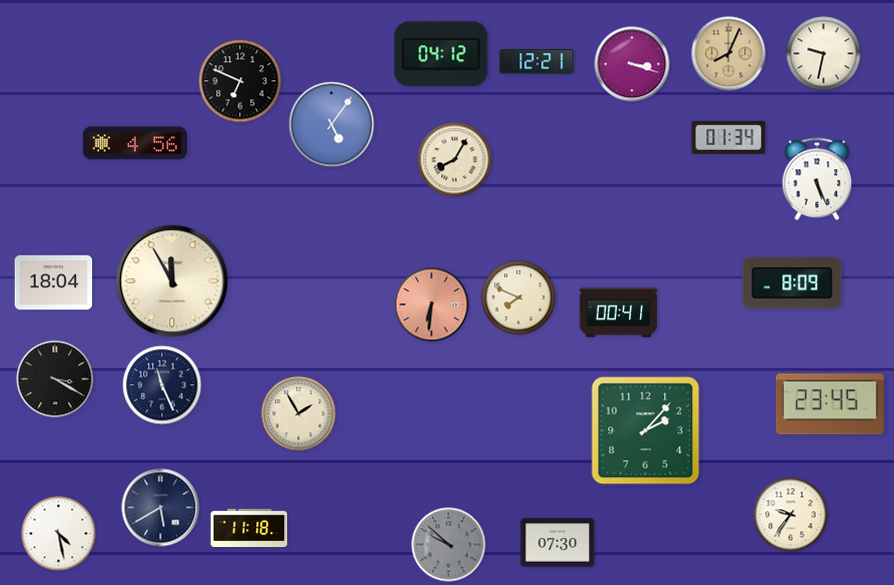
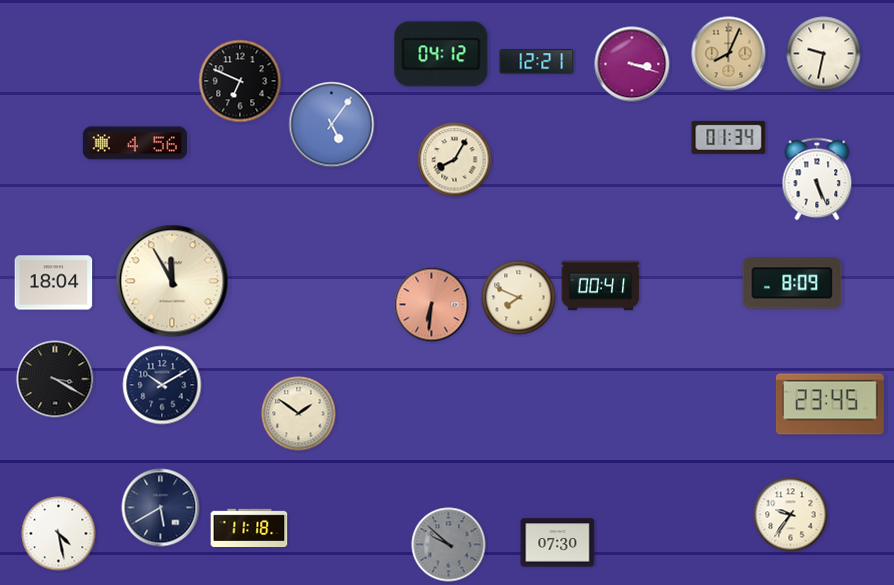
clock at (619, 313) position: (619, 313) -> (601, 286)
clock at (162, 385): 11:26 -> 10:10
clock at (299, 414): 1:55 -> 1:51
clock at (646, 431): 2:07 -> none
